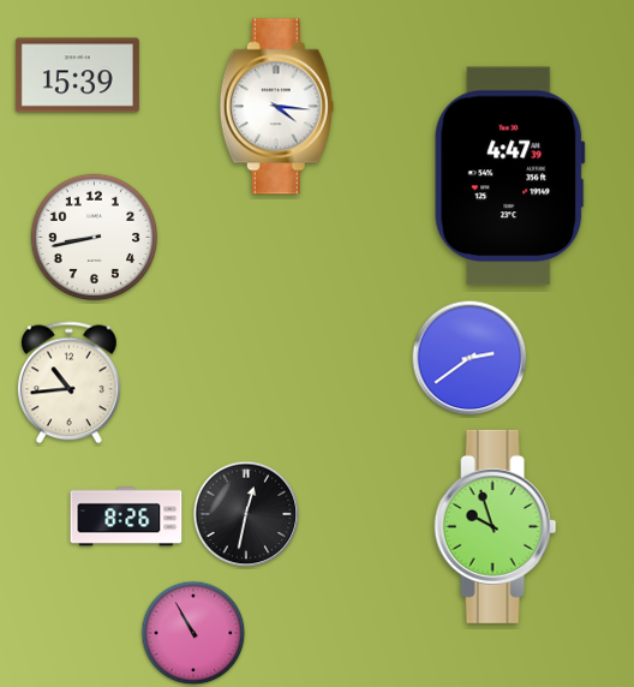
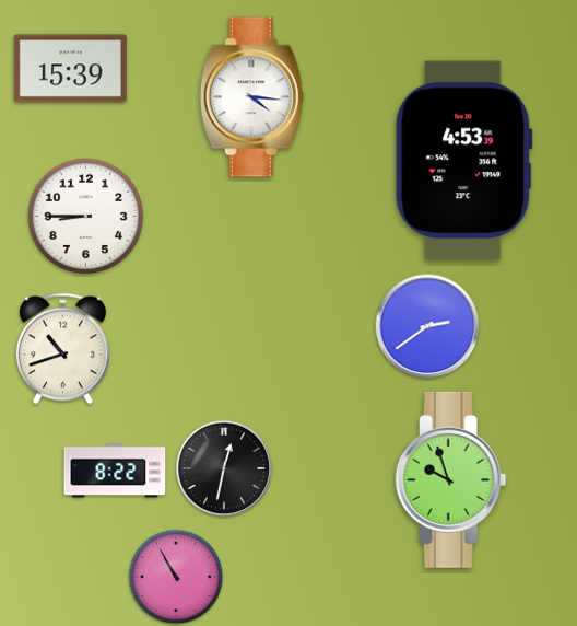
clock at (510, 177): 4:47 -> 4:53
clock at (95, 238): 8:43 -> 8:45
clock at (68, 383): 10:44 -> 10:42
clock at (126, 516): 8:26 -> 8:22
